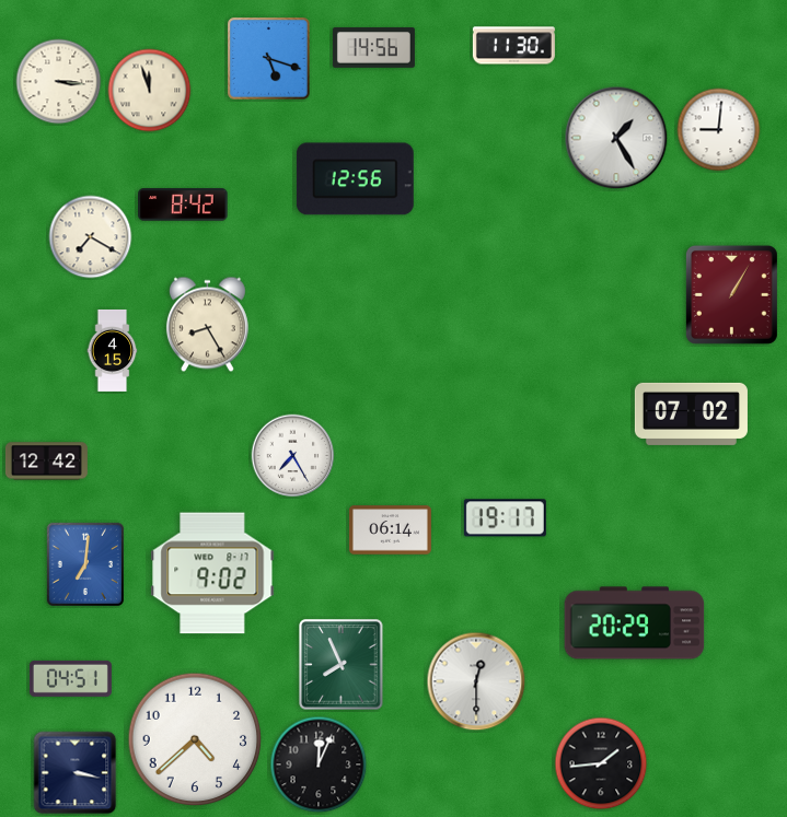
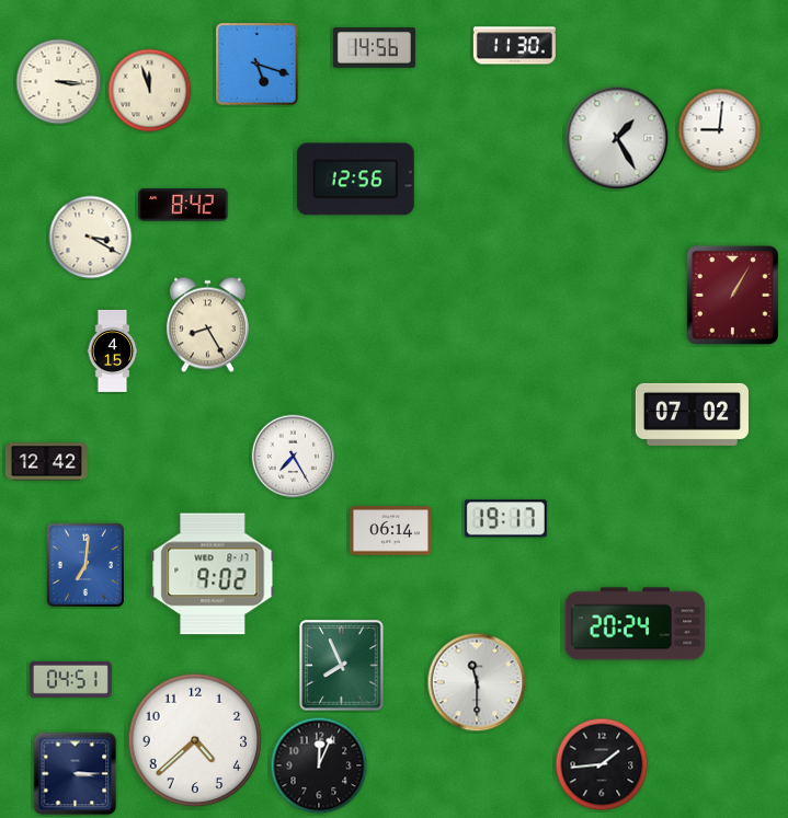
clock at (269, 59) position: (269, 59) -> (258, 65)
clock at (91, 237): 7:20 -> 3:20
clock at (635, 623): 20:29 -> 20:24
clock at (476, 681): 12:30 -> 11:30
clock at (76, 773): 3:17 -> 3:15
